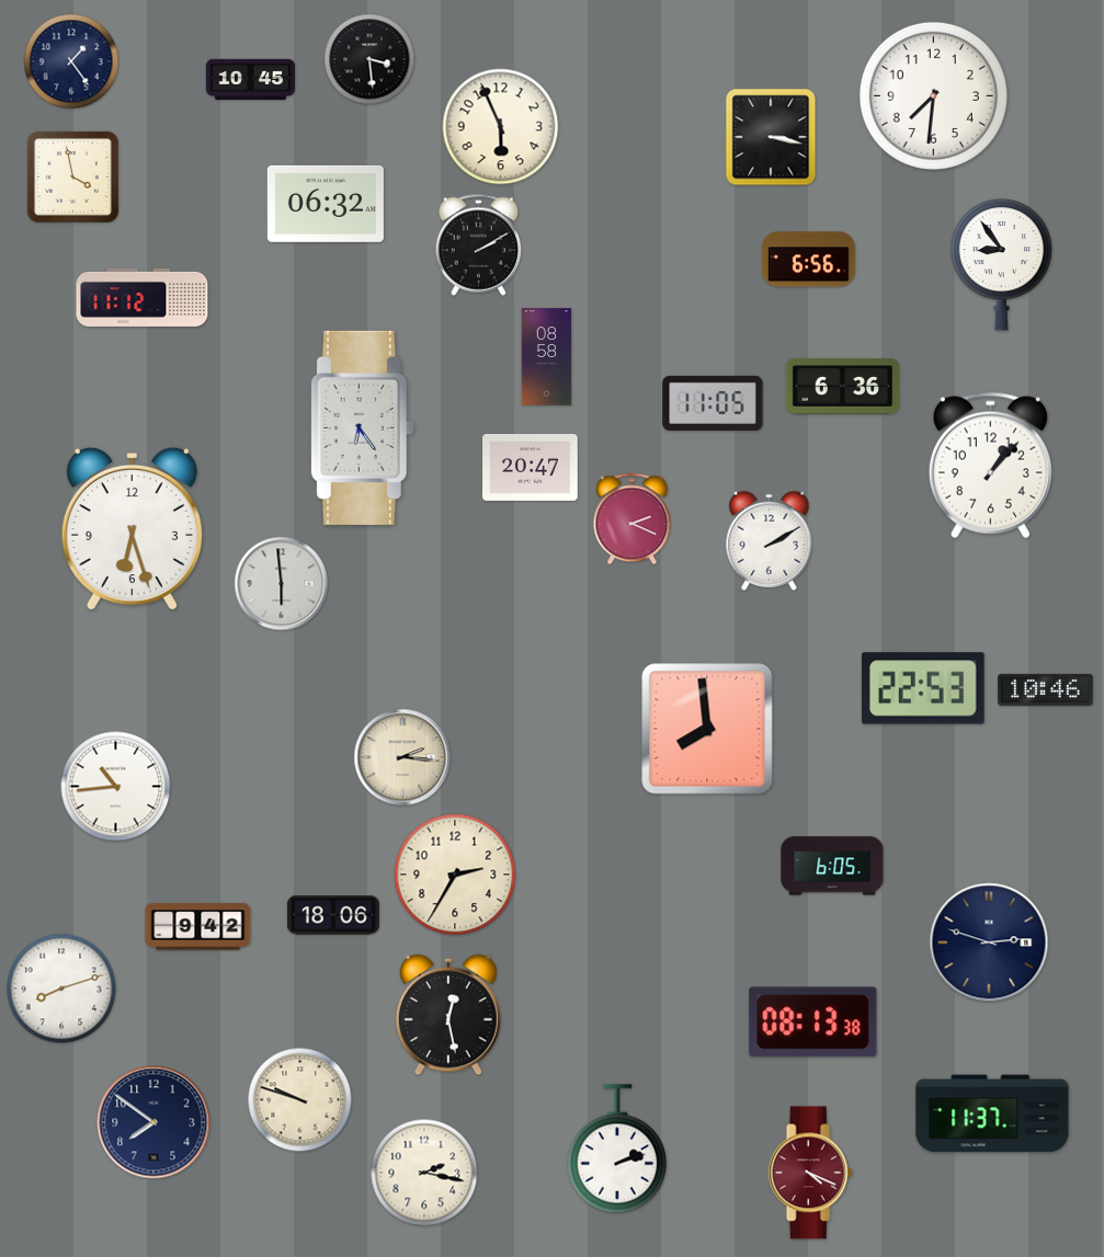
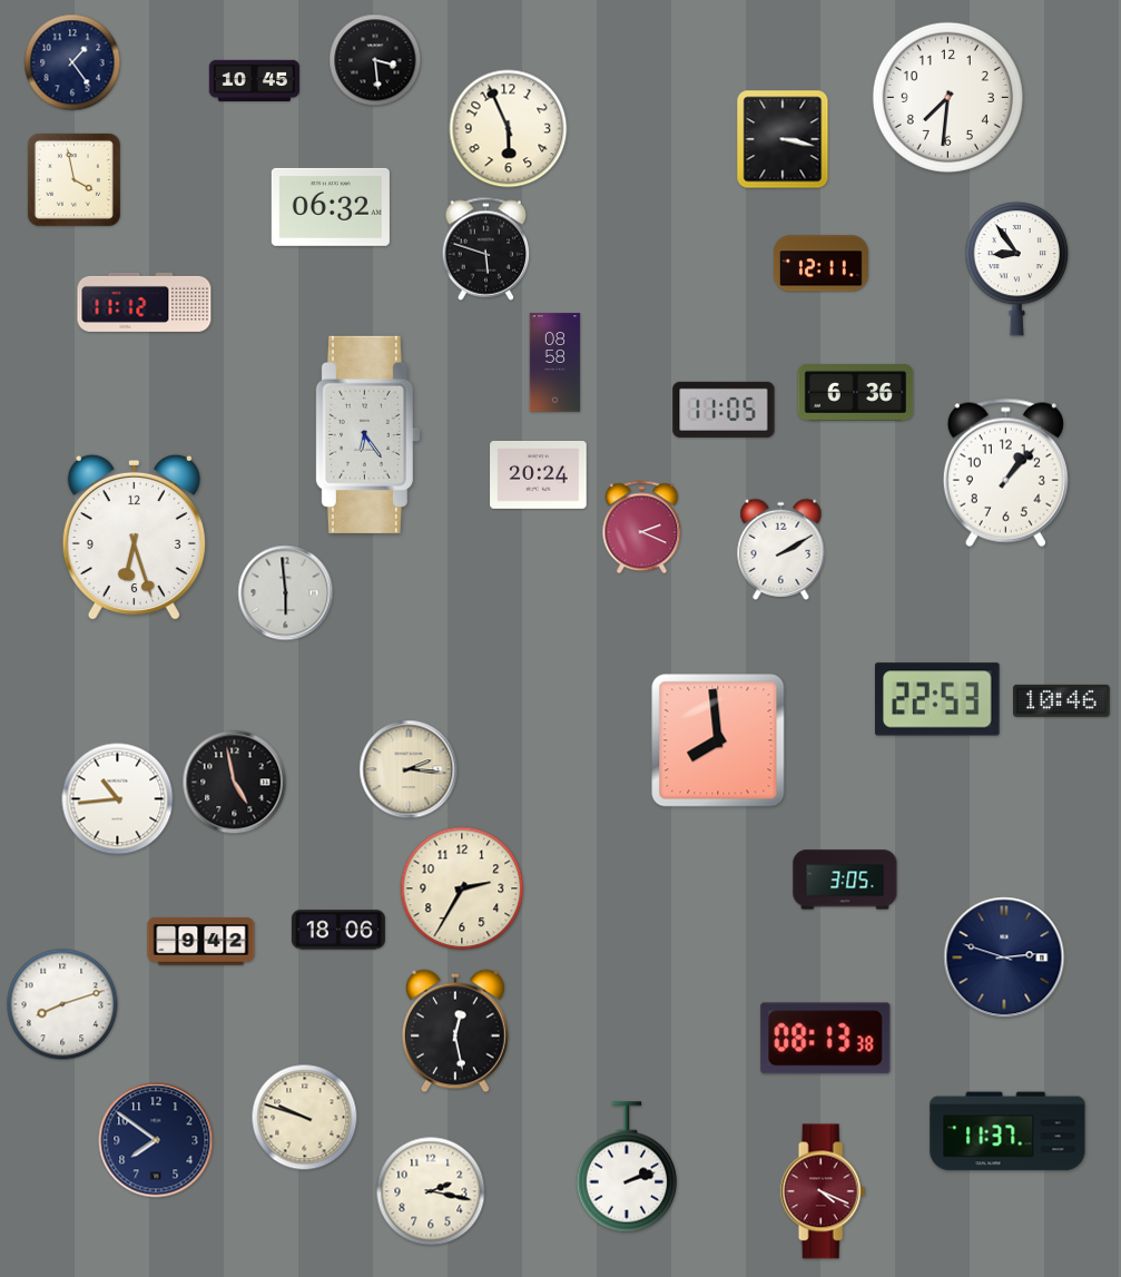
clock at (479, 244): 2:10 -> 5:48
clock at (808, 260): 6:56 -> 12:11
clock at (531, 467): 20:47 -> 20:24
clock at (235, 783): none -> 4:58
clock at (832, 866): 6:05 -> 3:05
